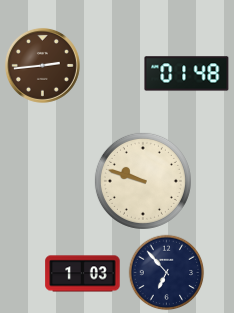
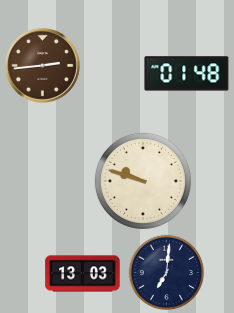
clock at (167, 273): 6:53 -> 7:01
clock at (83, 274): 1:03 -> 13:03
